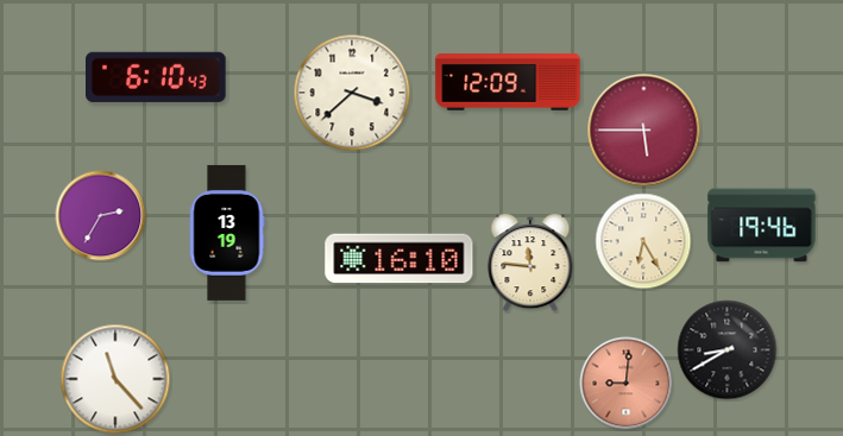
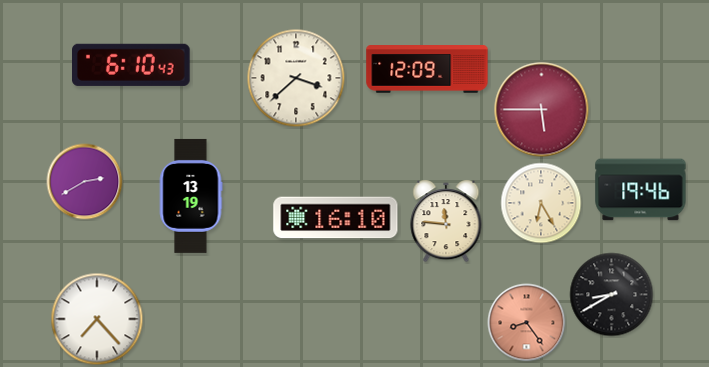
clock at (101, 216): 2:35 -> 2:40
clock at (115, 379): 11:23 -> 7:23
clock at (627, 384): 9:01 -> 8:24
